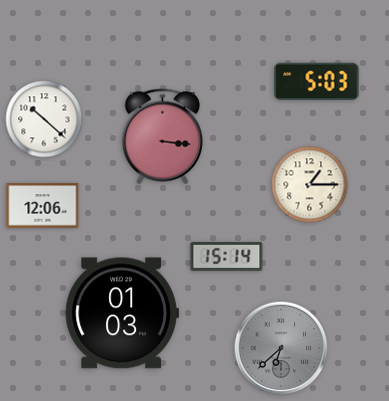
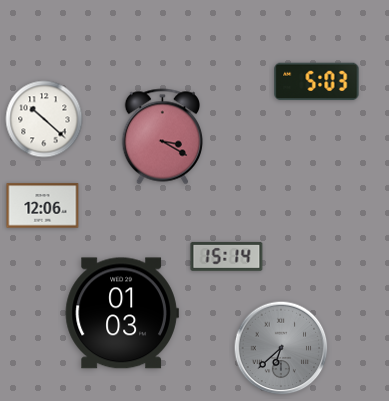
clock at (162, 137): 3:16 -> 3:20
clock at (310, 185): 1:15 -> none
